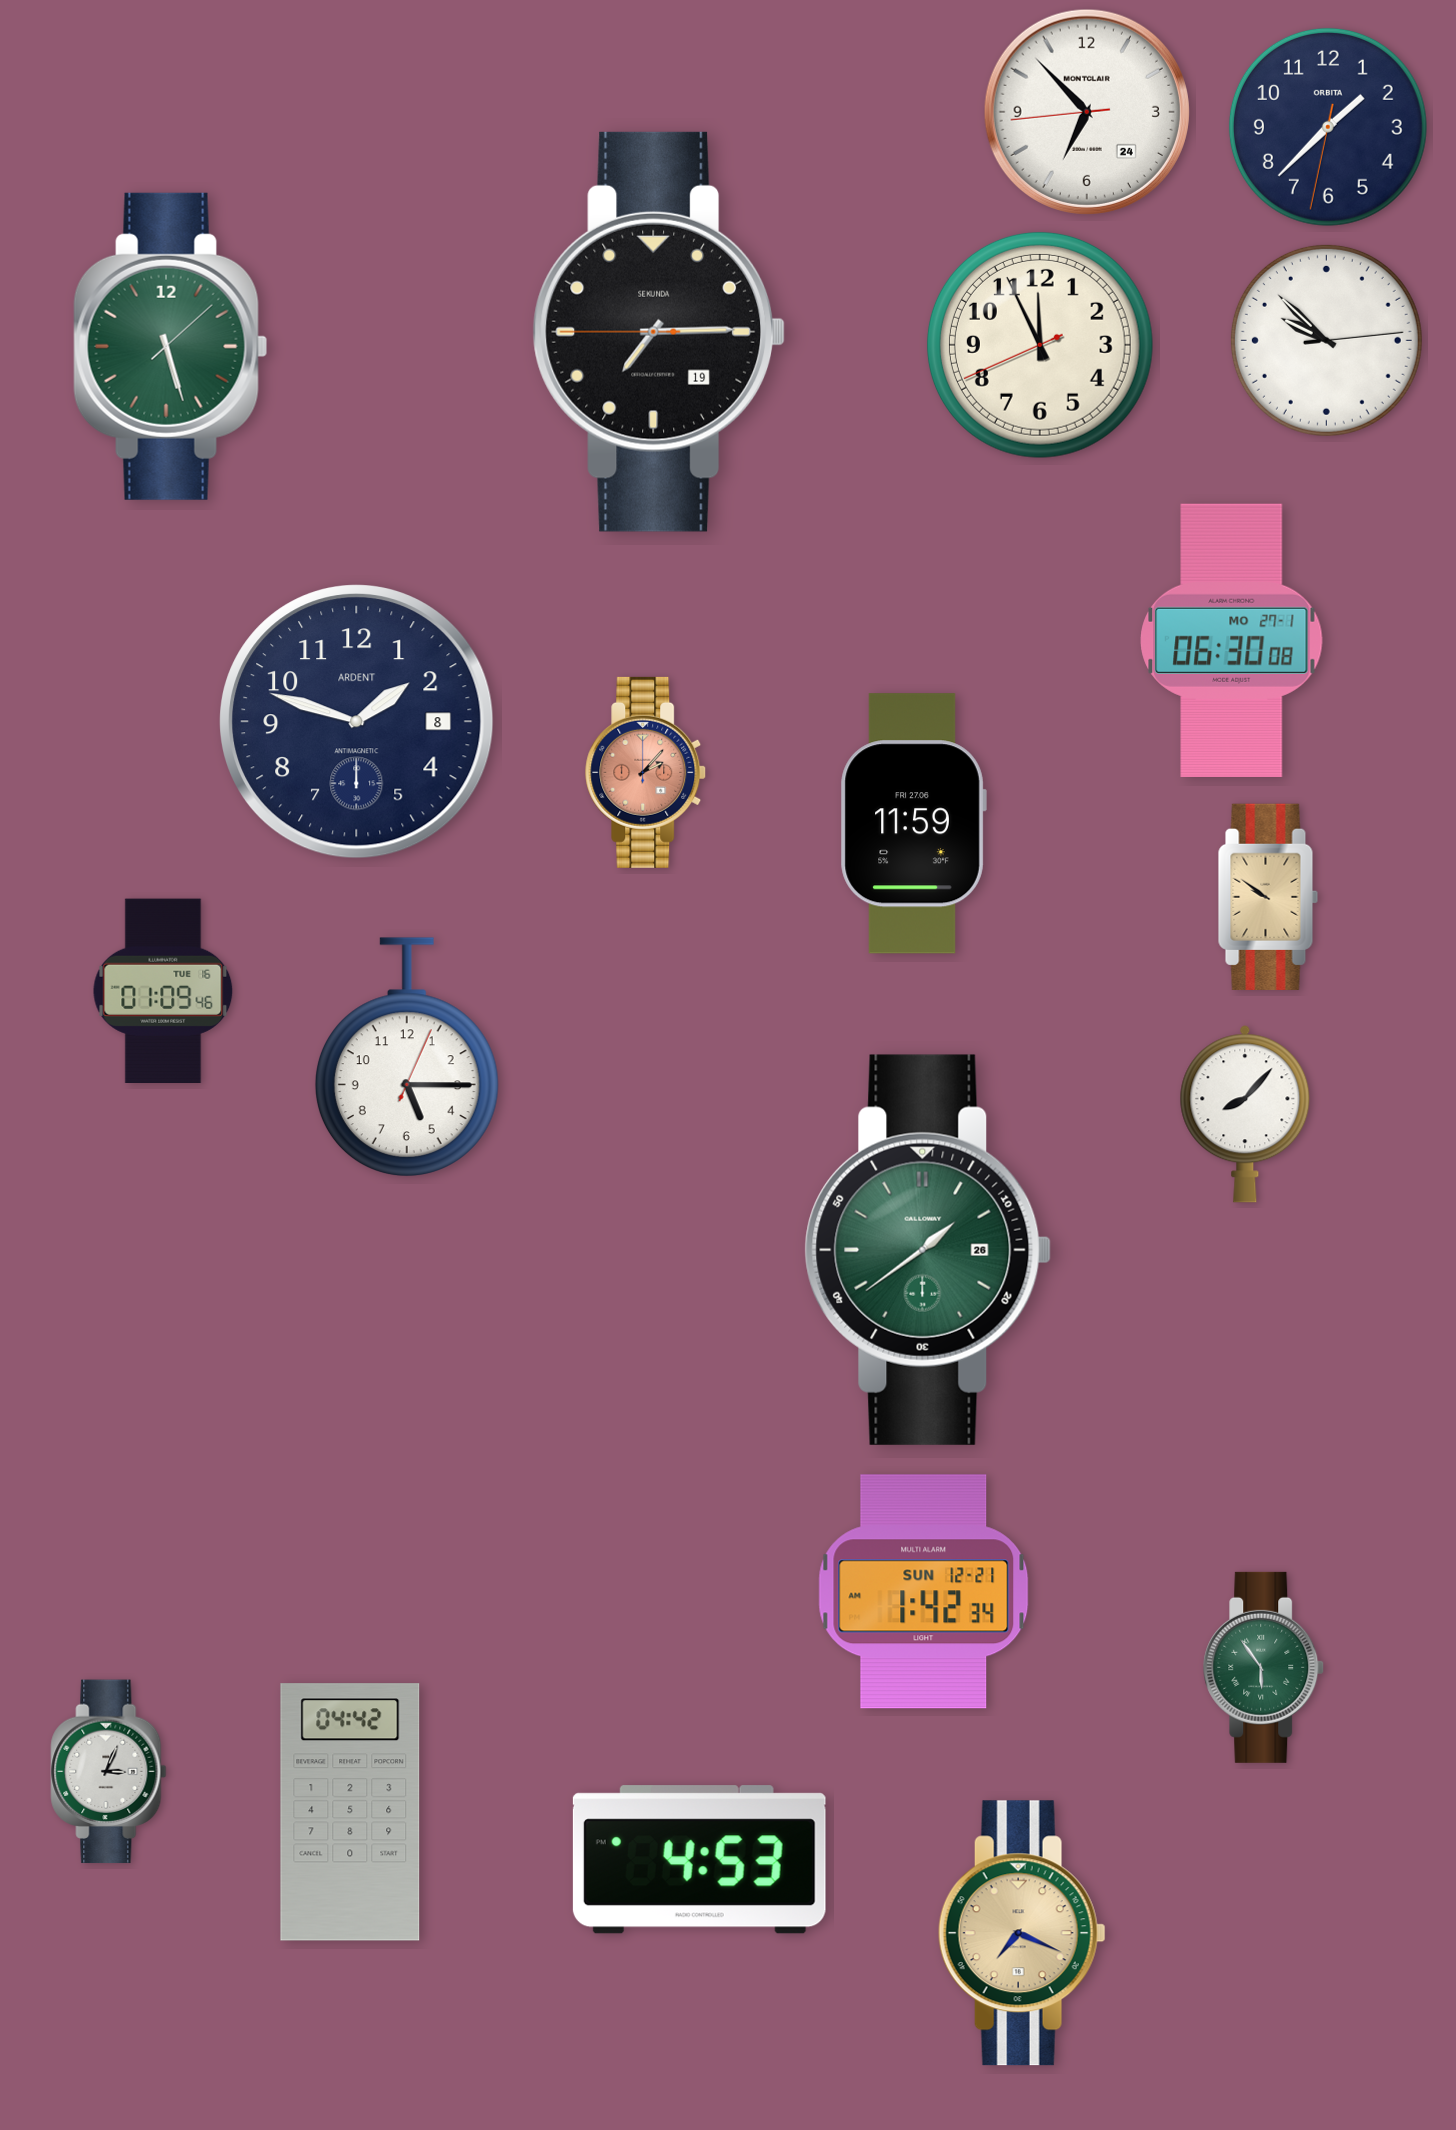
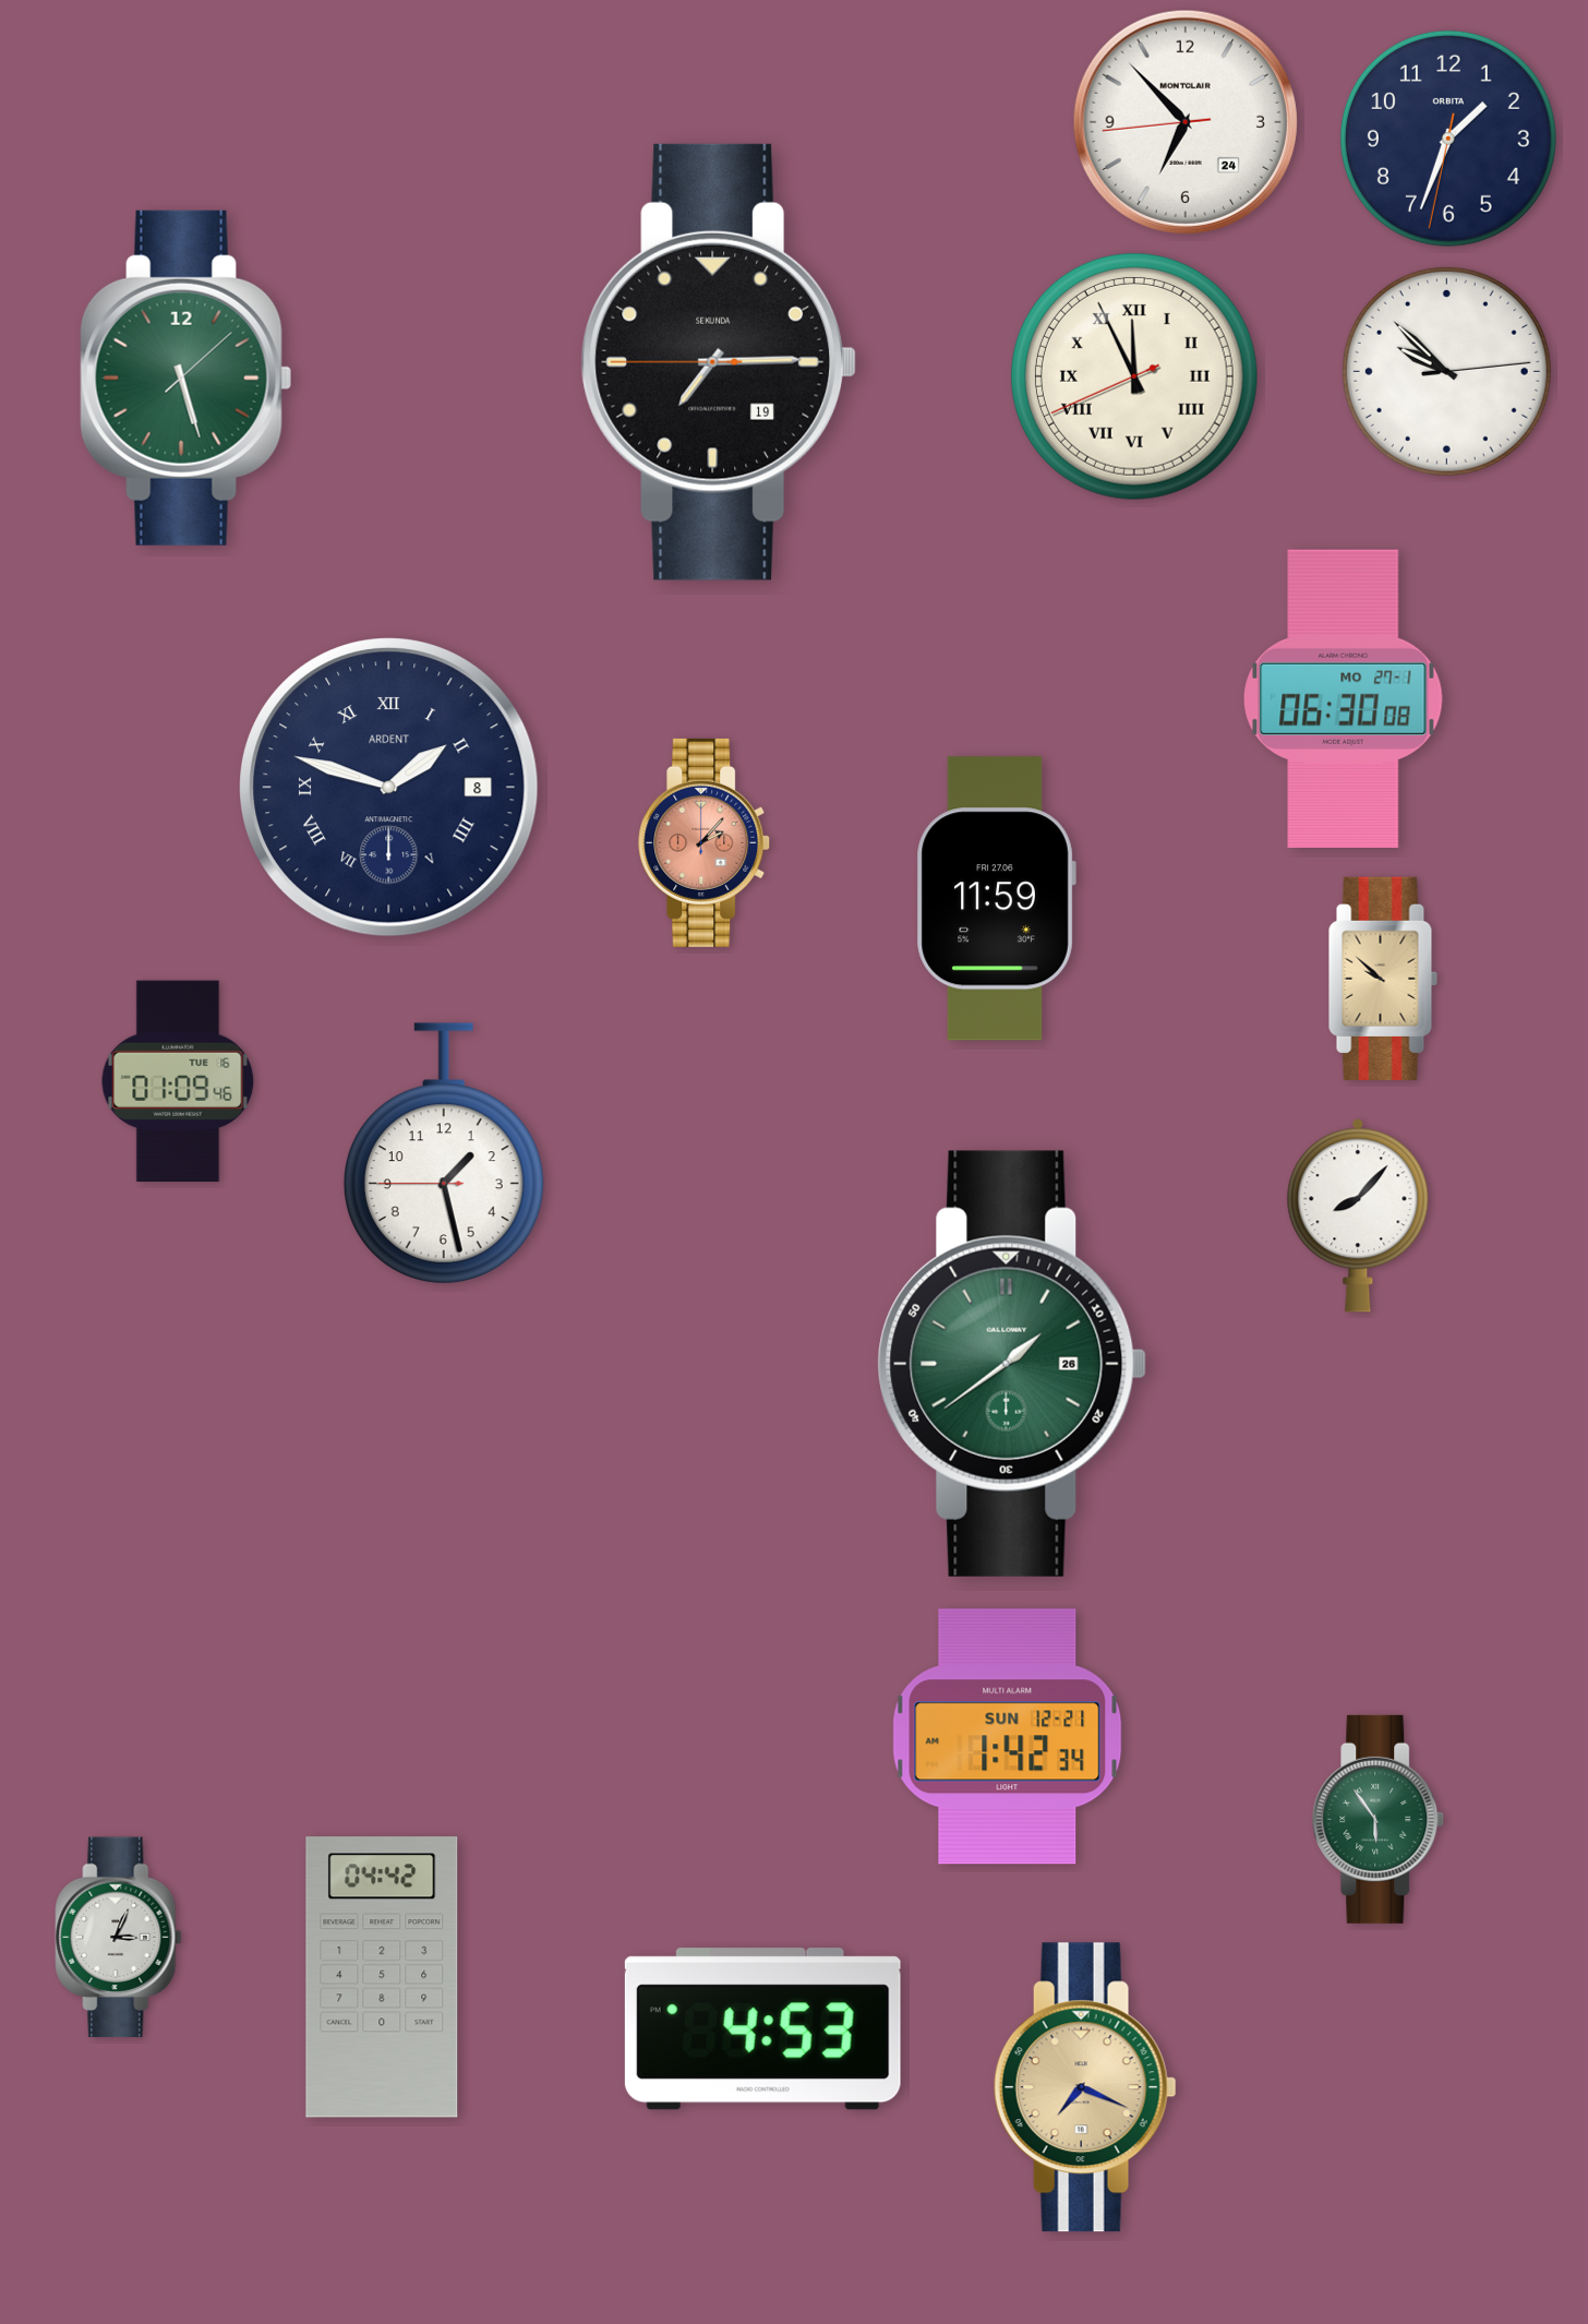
clock at (1328, 127): 1:37 -> 1:33
clock at (1040, 345) numerals: Arabic -> Roman
clock at (357, 722) numerals: Arabic -> Roman
clock at (1268, 897): 9:51 -> 9:52
clock at (407, 1057): 5:15 -> 1:27
clock at (109, 1772) position: (109, 1772) -> (119, 1938)
clock at (1022, 1933) position: (1022, 1933) -> (1085, 2087)
